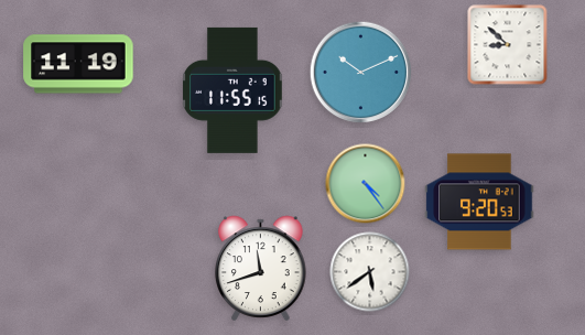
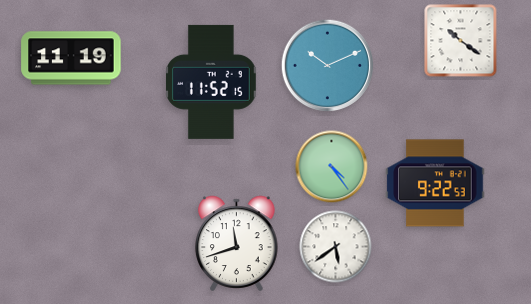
clock at (508, 45): 8:52 -> 10:21
clock at (232, 90): 11:55 -> 11:52
clock at (479, 202): 9:20 -> 9:22
